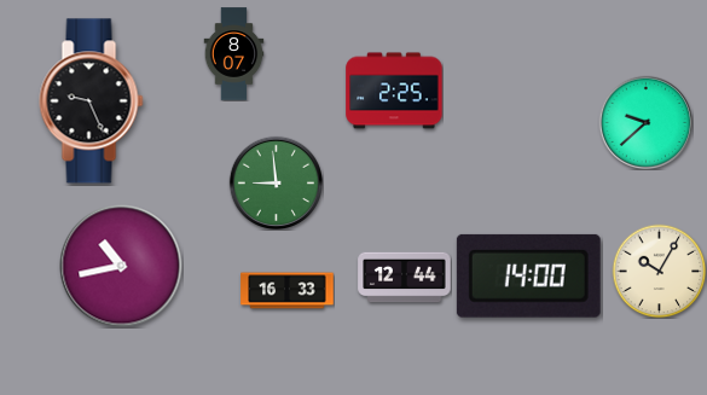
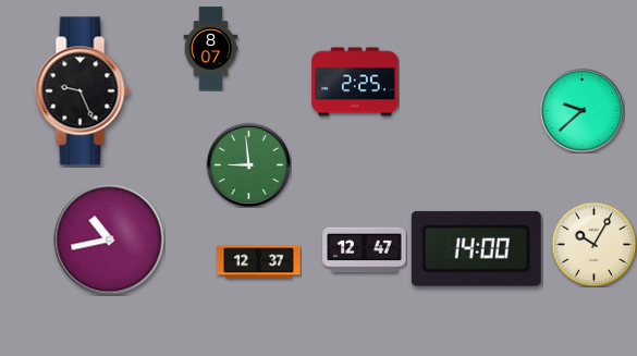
clock at (405, 278): 12:44 -> 12:47
clock at (288, 291): 16:33 -> 12:37
